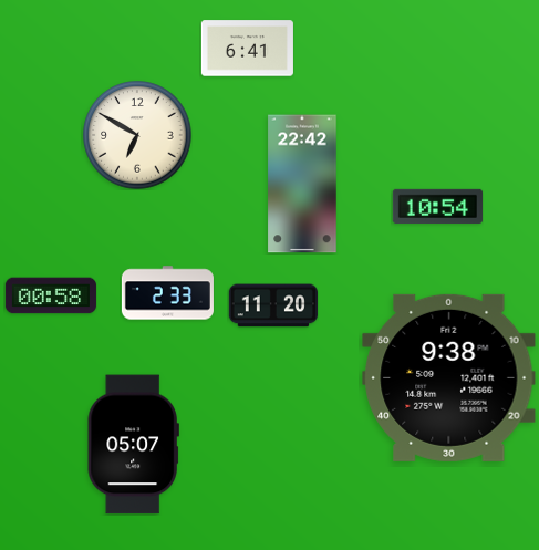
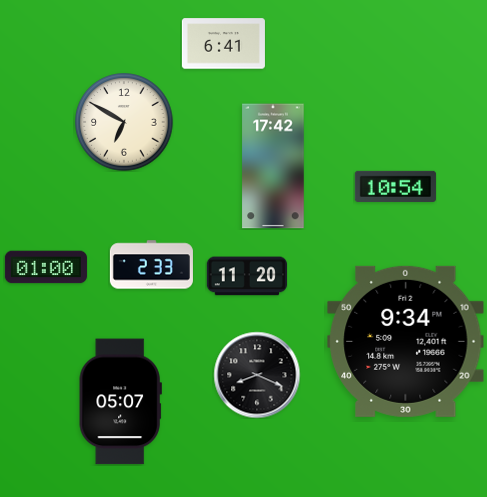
clock at (302, 184): 22:42 -> 17:42
clock at (51, 295): 00:58 -> 01:00
clock at (449, 377): 9:38 -> 9:34
clock at (257, 375): none -> 8:19
